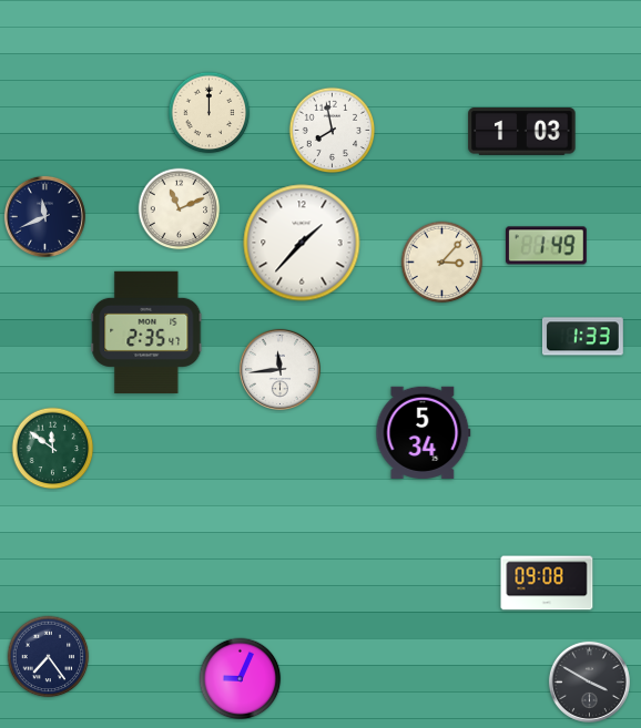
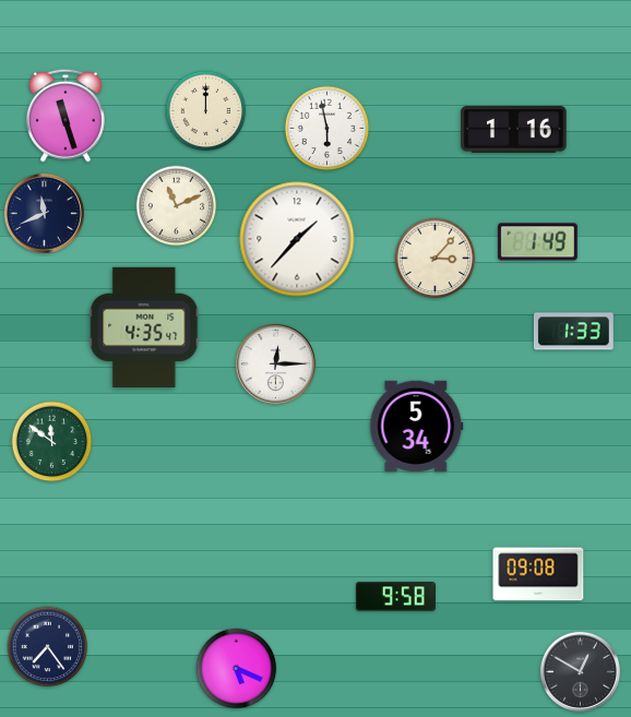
clock at (66, 116): none -> 11:27
clock at (333, 131): 7:58 -> 5:58
clock at (522, 132): 1:03 -> 1:16
clock at (146, 331): 2:35 -> 4:35
clock at (279, 369): 11:44 -> 12:15
clock at (396, 597): none -> 9:58
clock at (241, 679): 9:04 -> 5:19
clock at (589, 681): 3:50 -> 12:50
